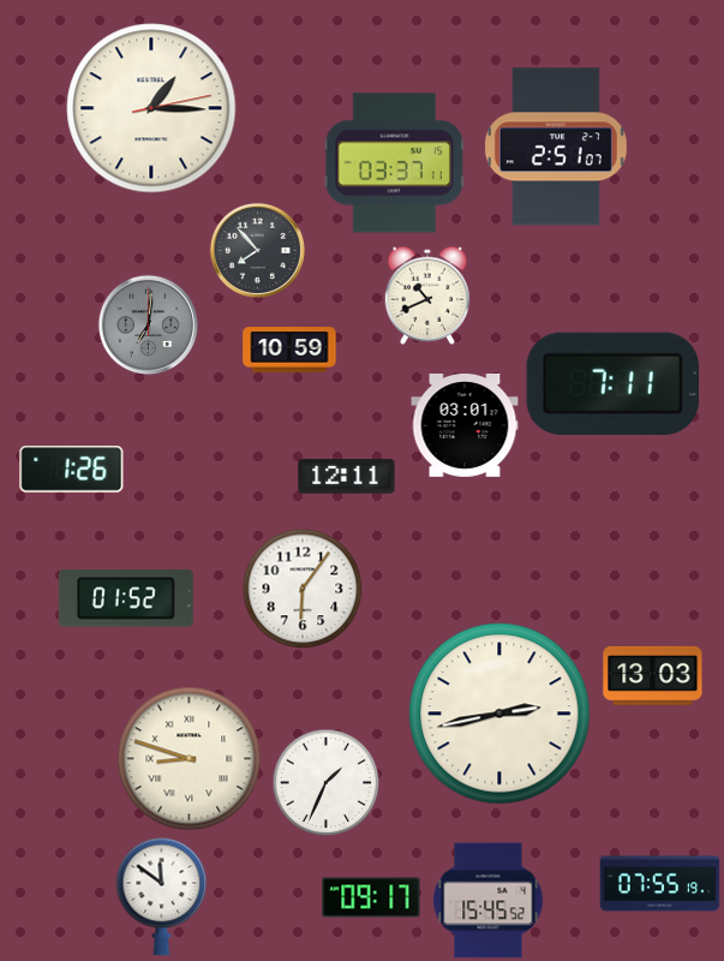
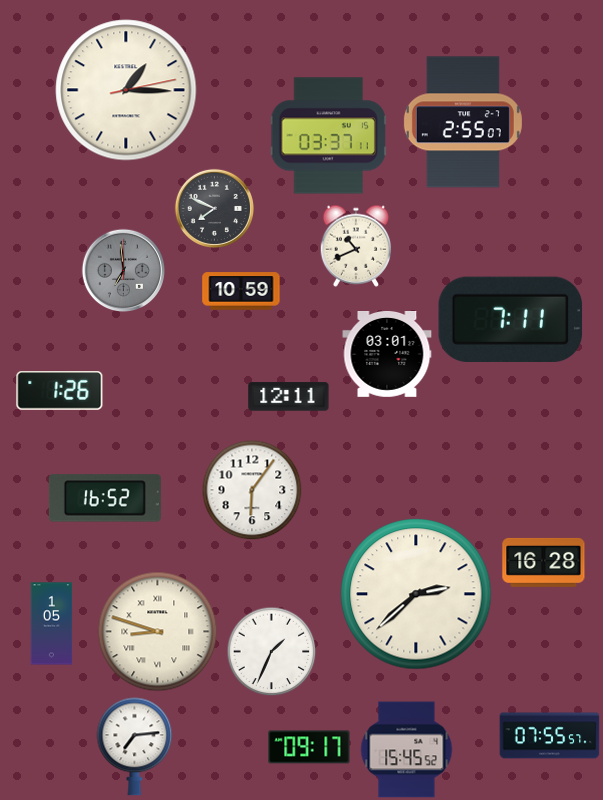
clock at (556, 147): 2:51 -> 2:55
clock at (257, 250): 7:53 -> 7:49
clock at (148, 324): 7:01 -> 6:59
clock at (126, 598): 01:52 -> 16:52
clock at (653, 675): 13:03 -> 16:28
clock at (499, 714): 2:43 -> 2:38
clock at (52, 624): none -> 1:05
clock at (660, 884): 07:55:19 -> 07:55:57
clock at (162, 897): 11:51 -> 7:14
